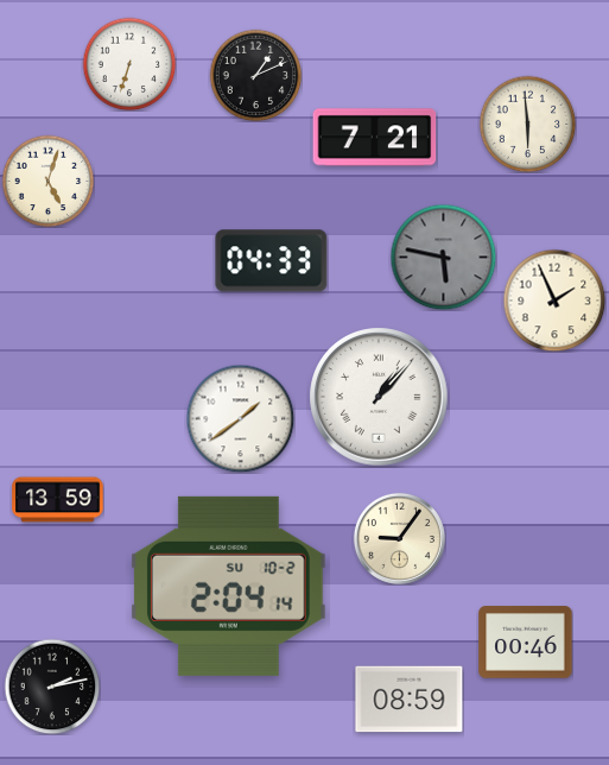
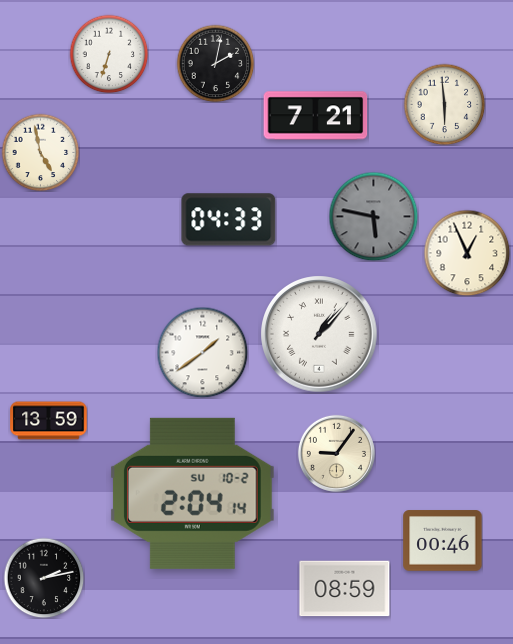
clock at (255, 75): 1:11 -> 2:02
clock at (47, 181): 5:03 -> 4:58
clock at (554, 301): 1:56 -> 12:56
